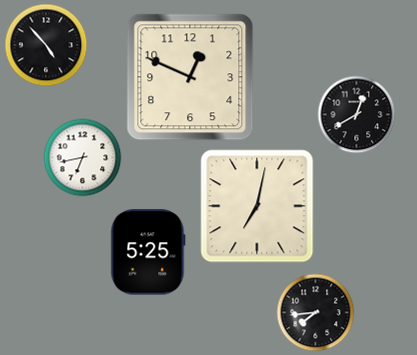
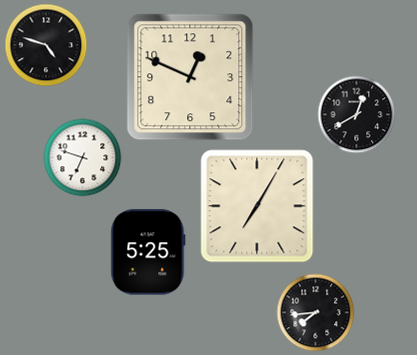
clock at (46, 45): 4:53 -> 4:48
clock at (82, 157): 6:43 -> 6:48
clock at (257, 206): 7:02 -> 7:05
